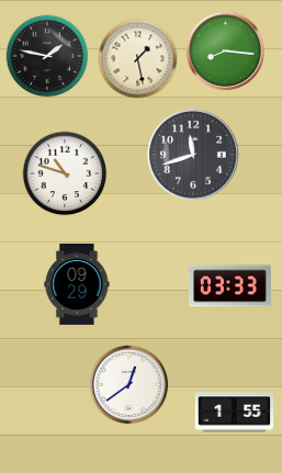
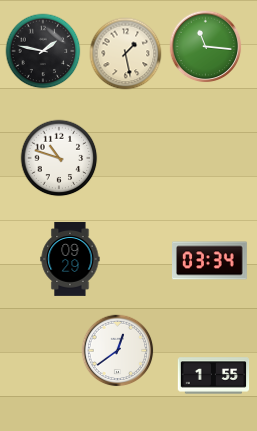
clock at (226, 52): 8:16 -> 11:16
clock at (194, 156): 11:42 -> none
clock at (230, 286): 03:33 -> 03:34
